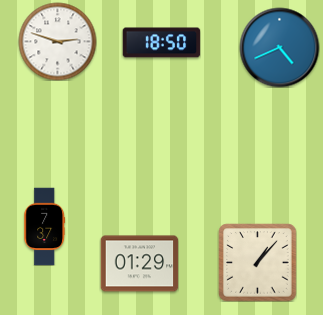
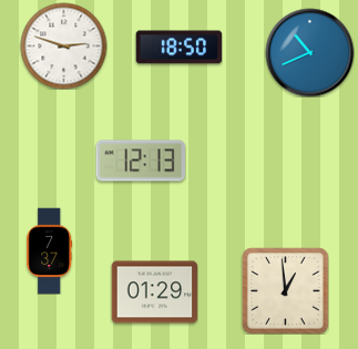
clock at (279, 47): 4:41 -> 10:41
clock at (141, 161): none -> 12:13
clock at (257, 262): 1:07 -> 12:59
